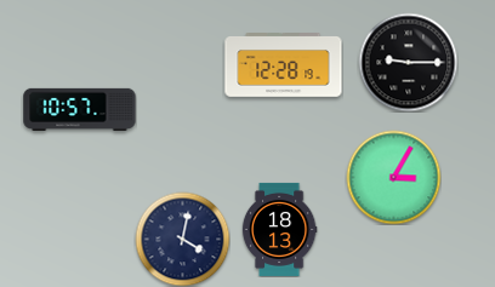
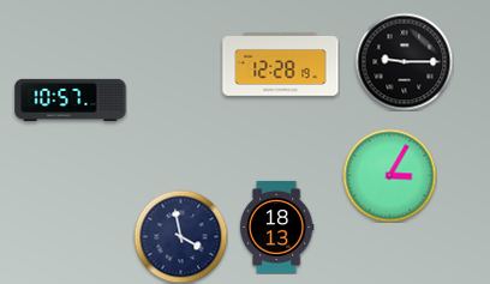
clock at (80, 109) position: (80, 109) -> (71, 99)
clock at (182, 239): 4:02 -> 3:58
